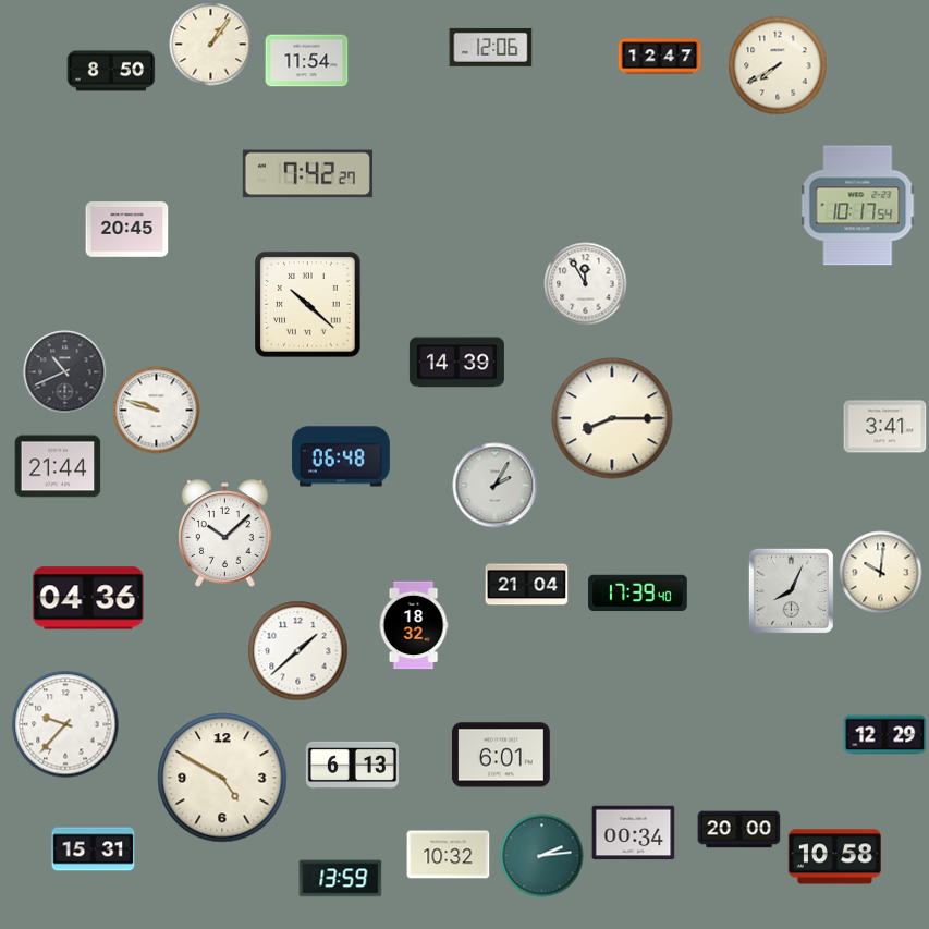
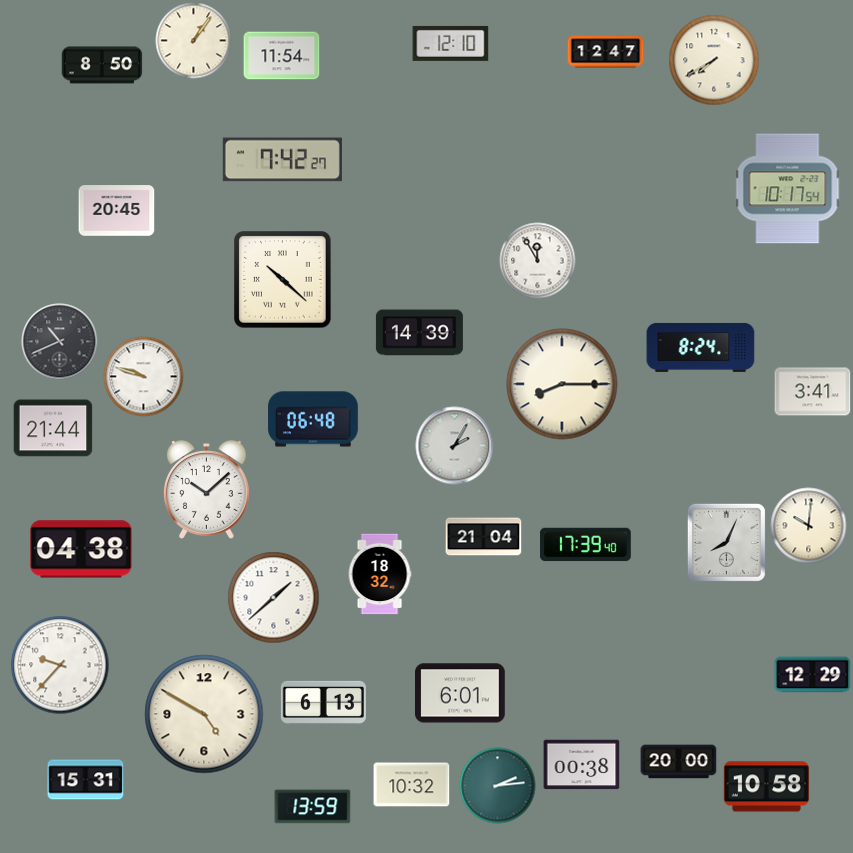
clock at (491, 47): 12:06 -> 12:10
clock at (701, 347): none -> 8:24
clock at (88, 598): 04:36 -> 04:38
clock at (634, 833): 00:34 -> 00:38
